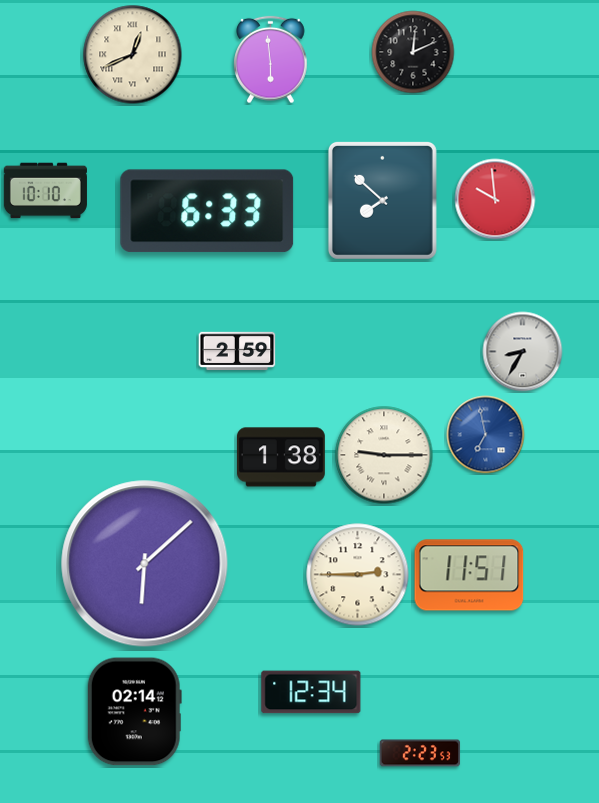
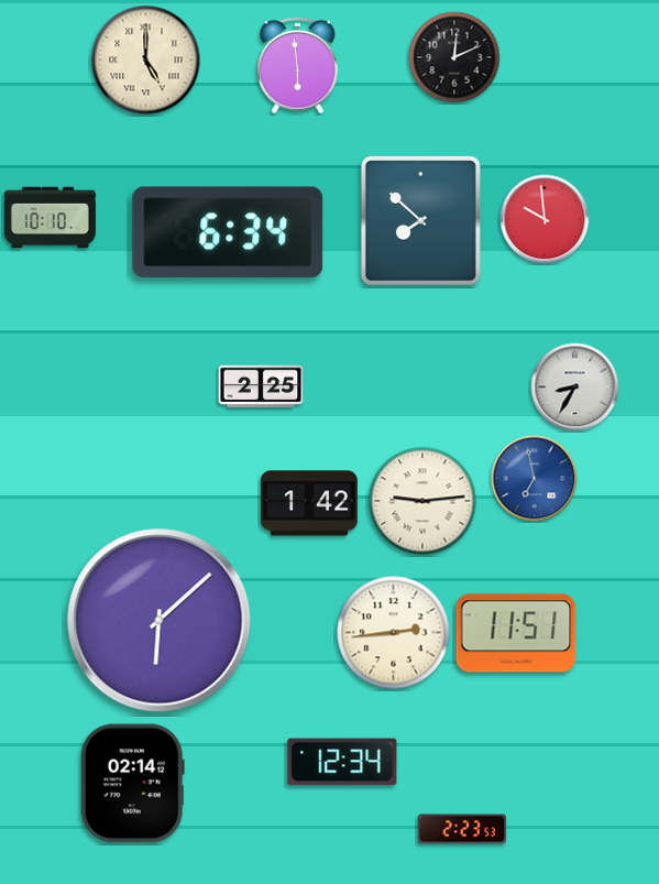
clock at (133, 55): 12:41 -> 5:00
clock at (45, 191) position: (45, 191) -> (50, 218)
clock at (207, 211): 6:33 -> 6:34
clock at (237, 351): 2:59 -> 2:25
clock at (384, 455): 9:15 -> 9:14
clock at (282, 457): 1:38 -> 1:42
clock at (358, 575): 2:45 -> 2:44
clock at (134, 712) position: (134, 712) -> (132, 784)
